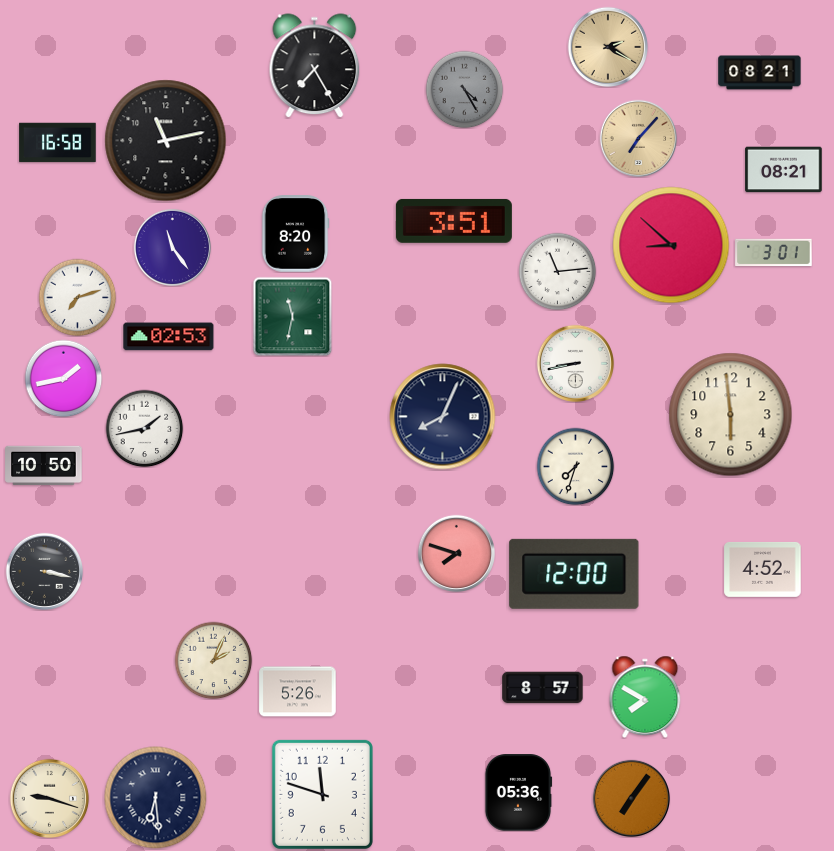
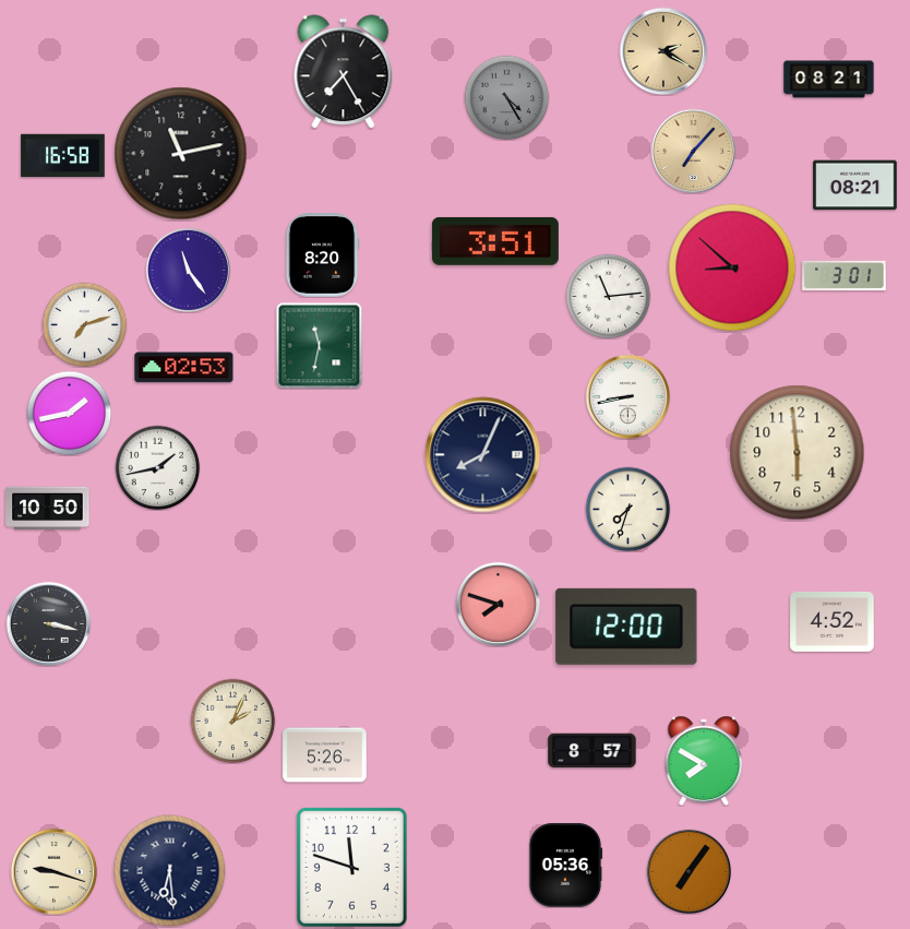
clock at (638, 138) position: (638, 138) -> (693, 151)
